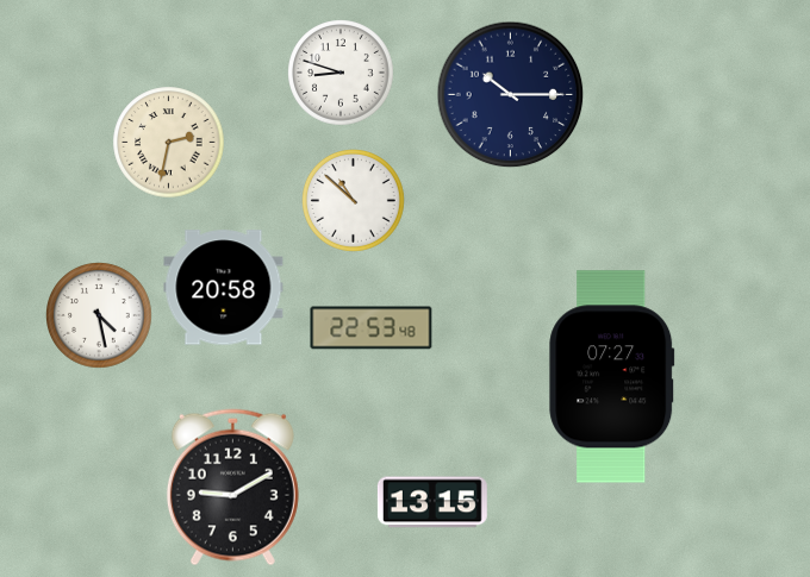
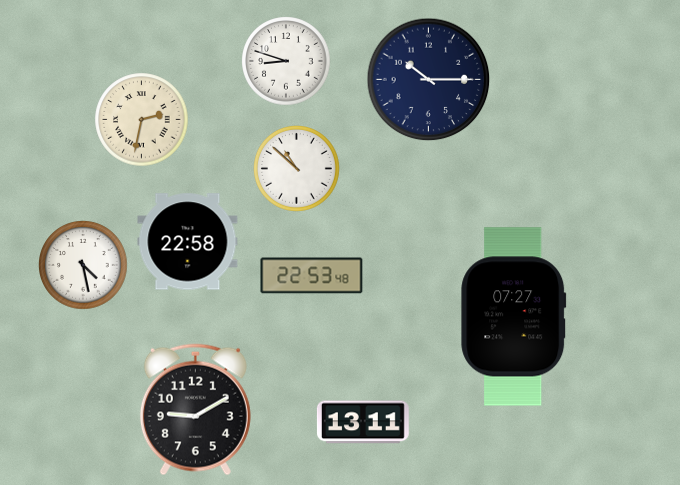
clock at (224, 288): 20:58 -> 22:58
clock at (432, 502): 13:15 -> 13:11
